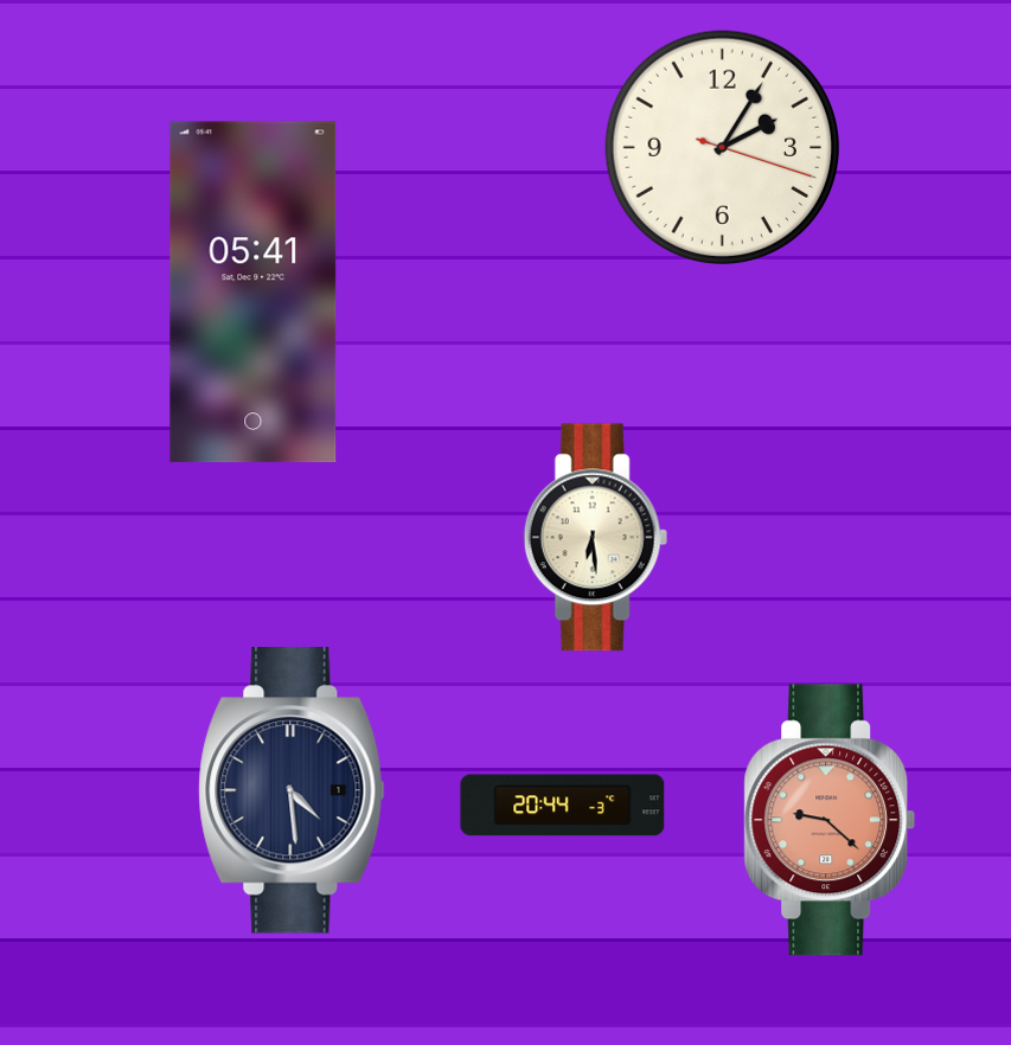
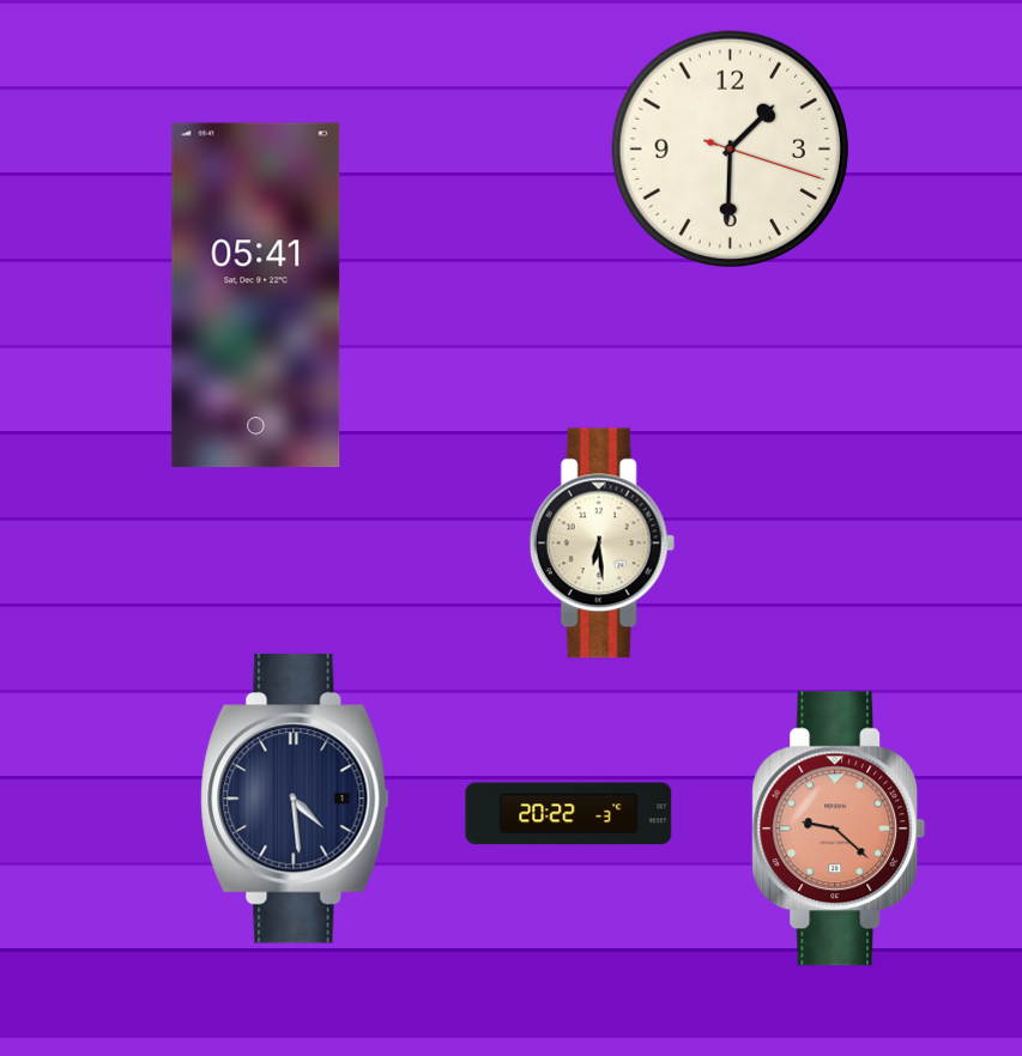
clock at (722, 147): 2:05 -> 1:30
clock at (563, 806): 20:44 -> 20:22
